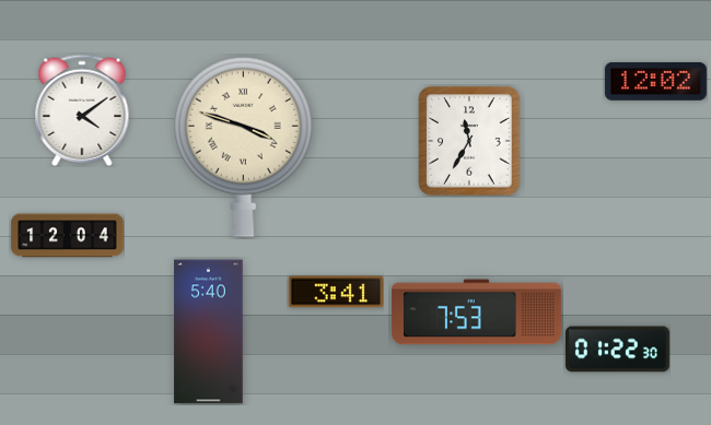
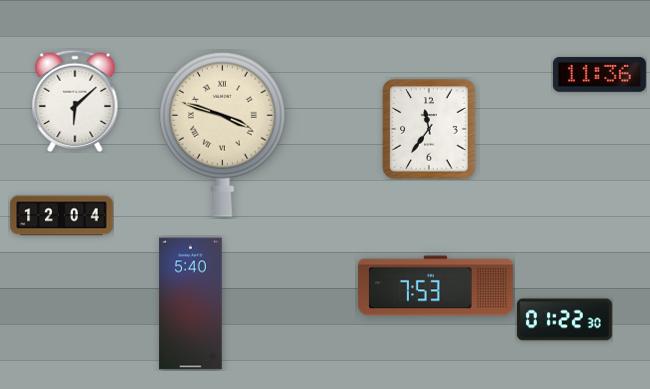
clock at (655, 81): 12:02 -> 11:36
clock at (82, 110): 4:09 -> 6:08
clock at (469, 141): 11:35 -> 11:36
clock at (336, 292): 3:41 -> none
